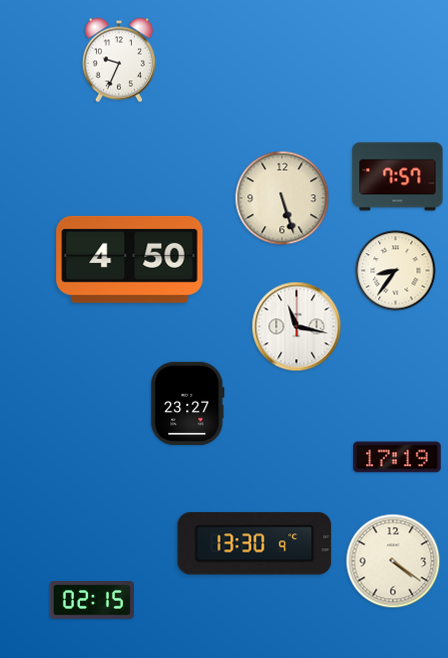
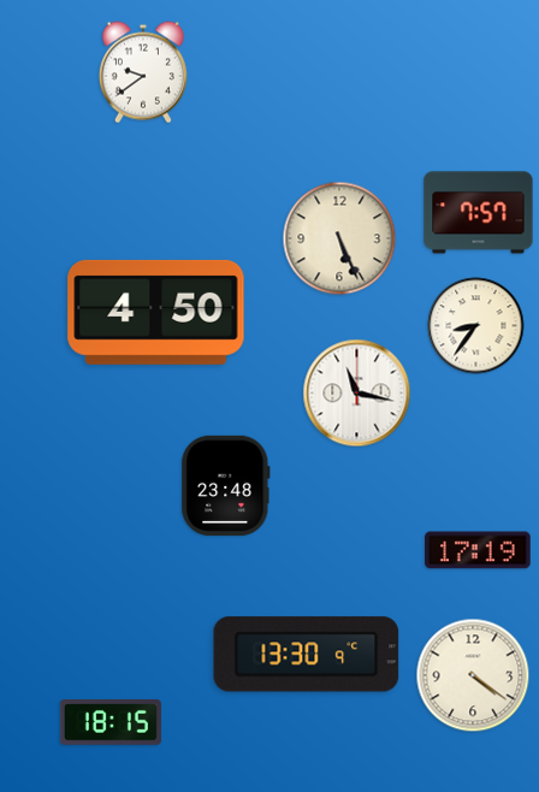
clock at (119, 60): 9:34 -> 9:39
clock at (282, 198): 5:27 -> 5:26
clock at (188, 403): 23:27 -> 23:48
clock at (92, 600): 02:15 -> 18:15
